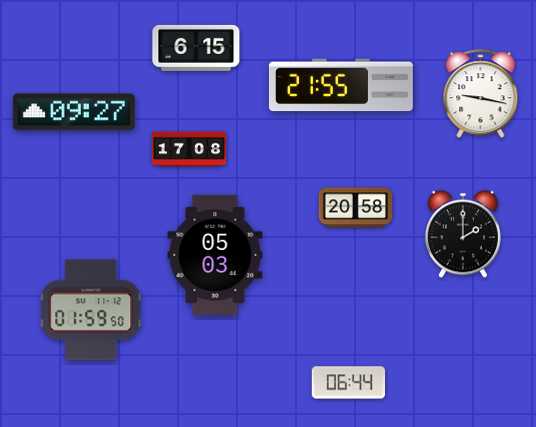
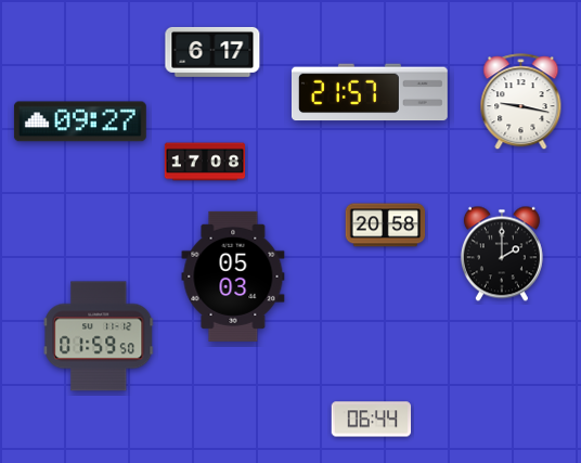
clock at (196, 48): 6:15 -> 6:17
clock at (341, 85): 21:55 -> 21:57
clock at (349, 383) position: (349, 383) -> (372, 420)
